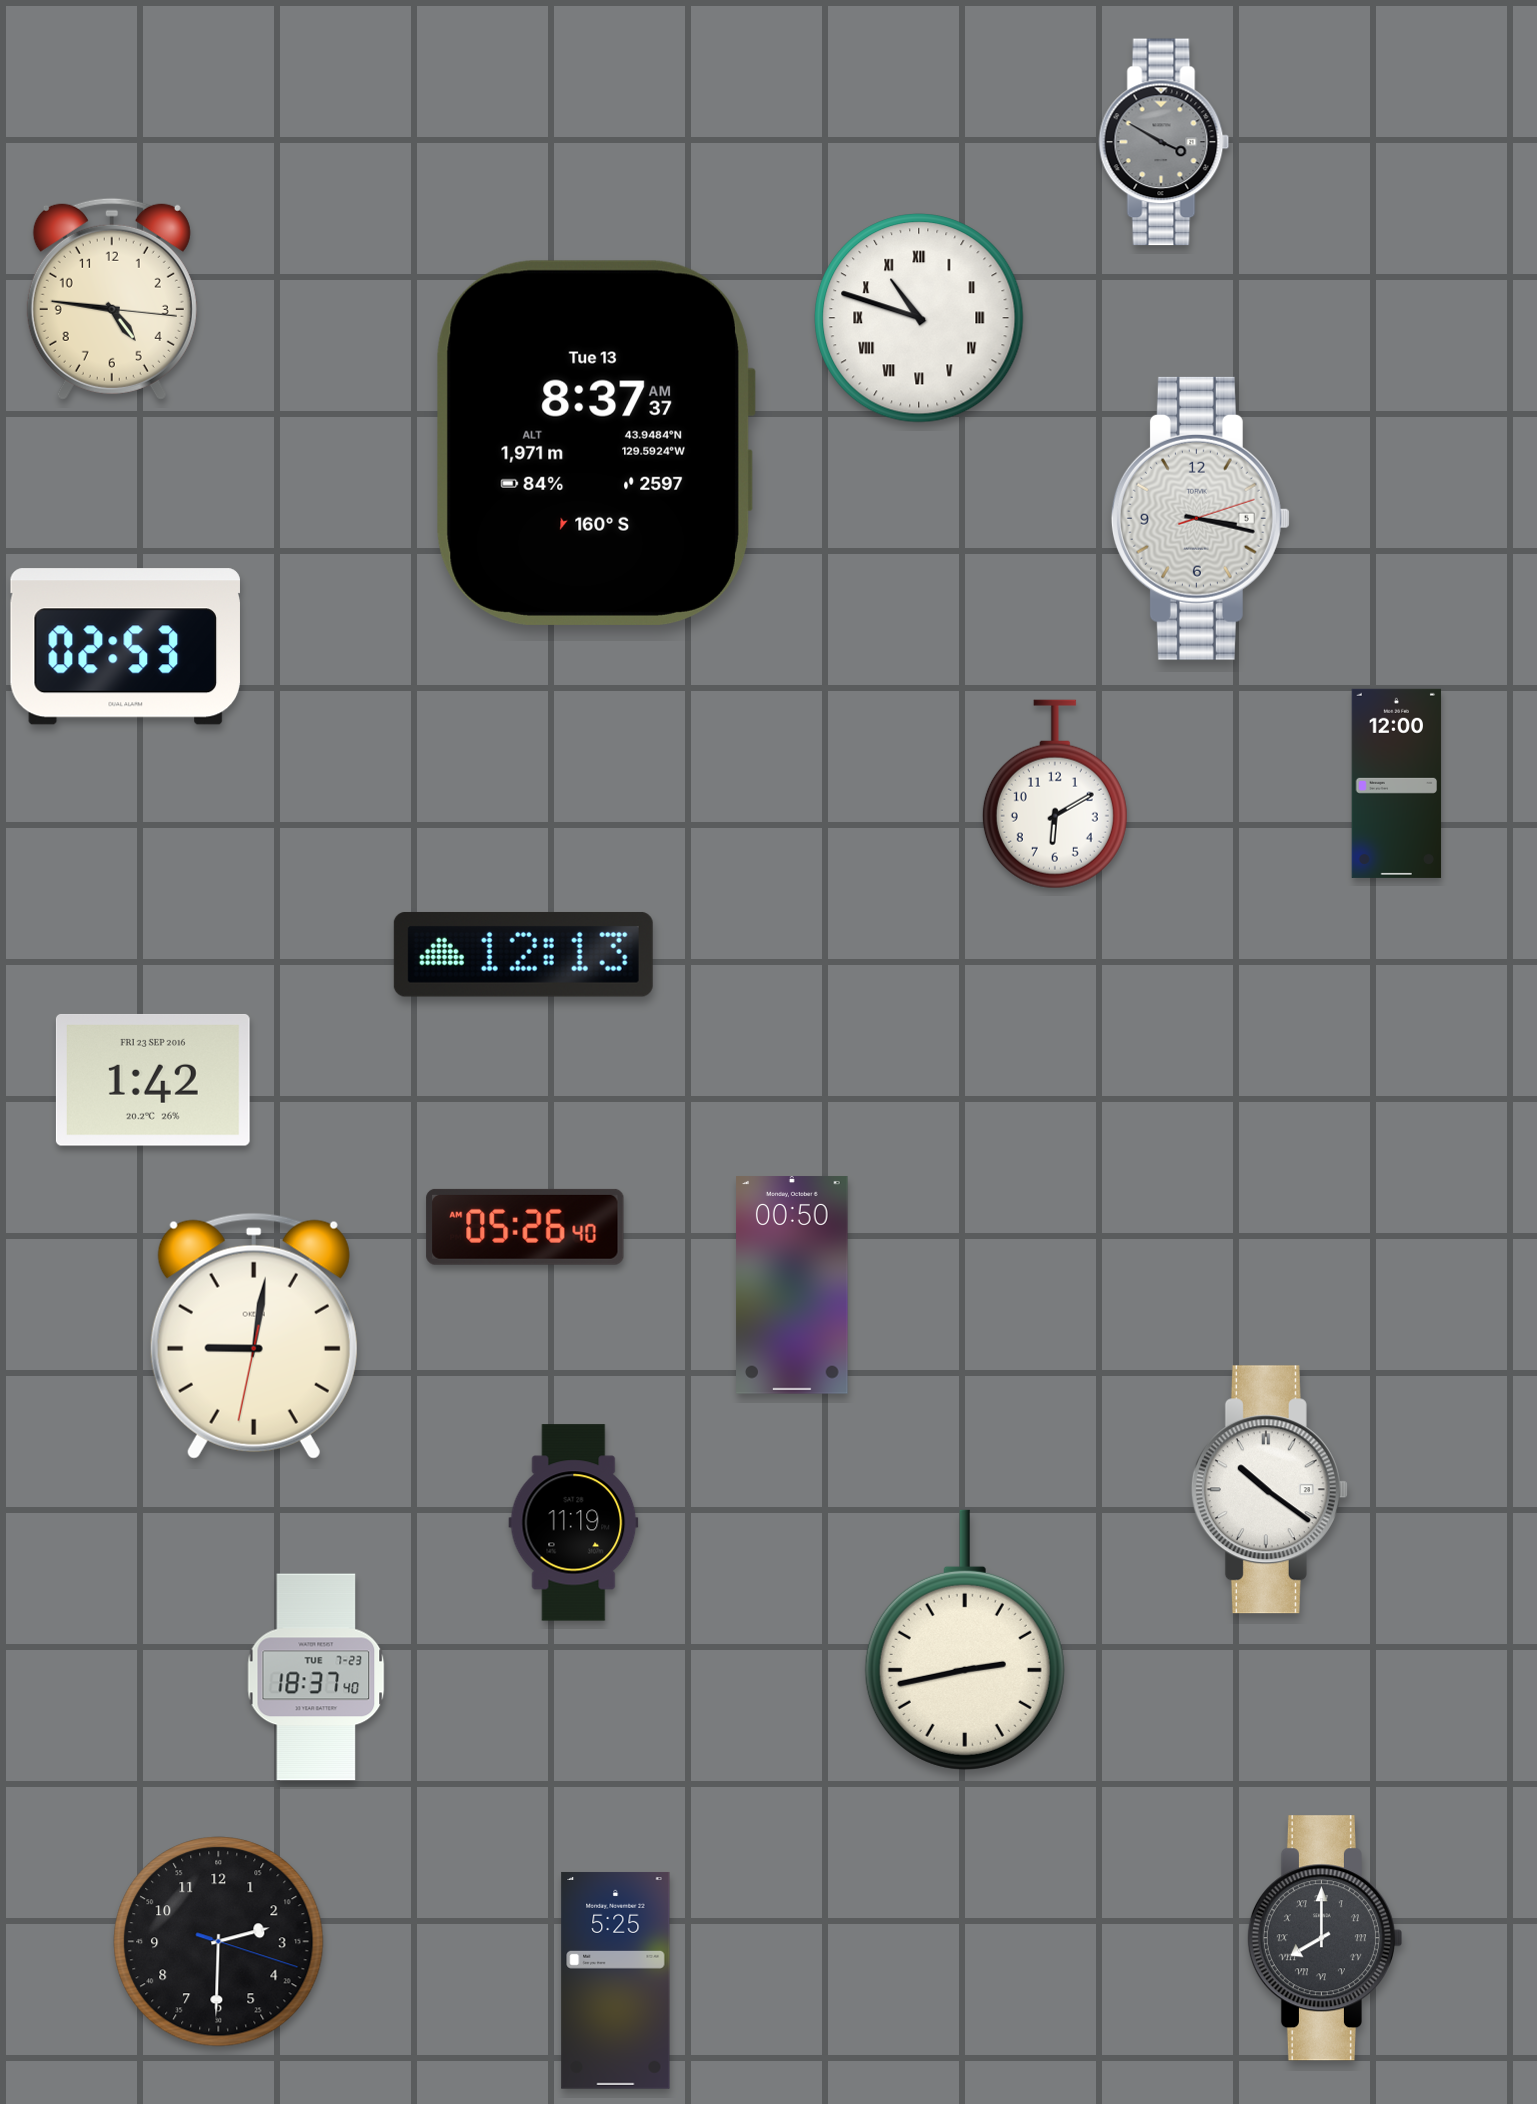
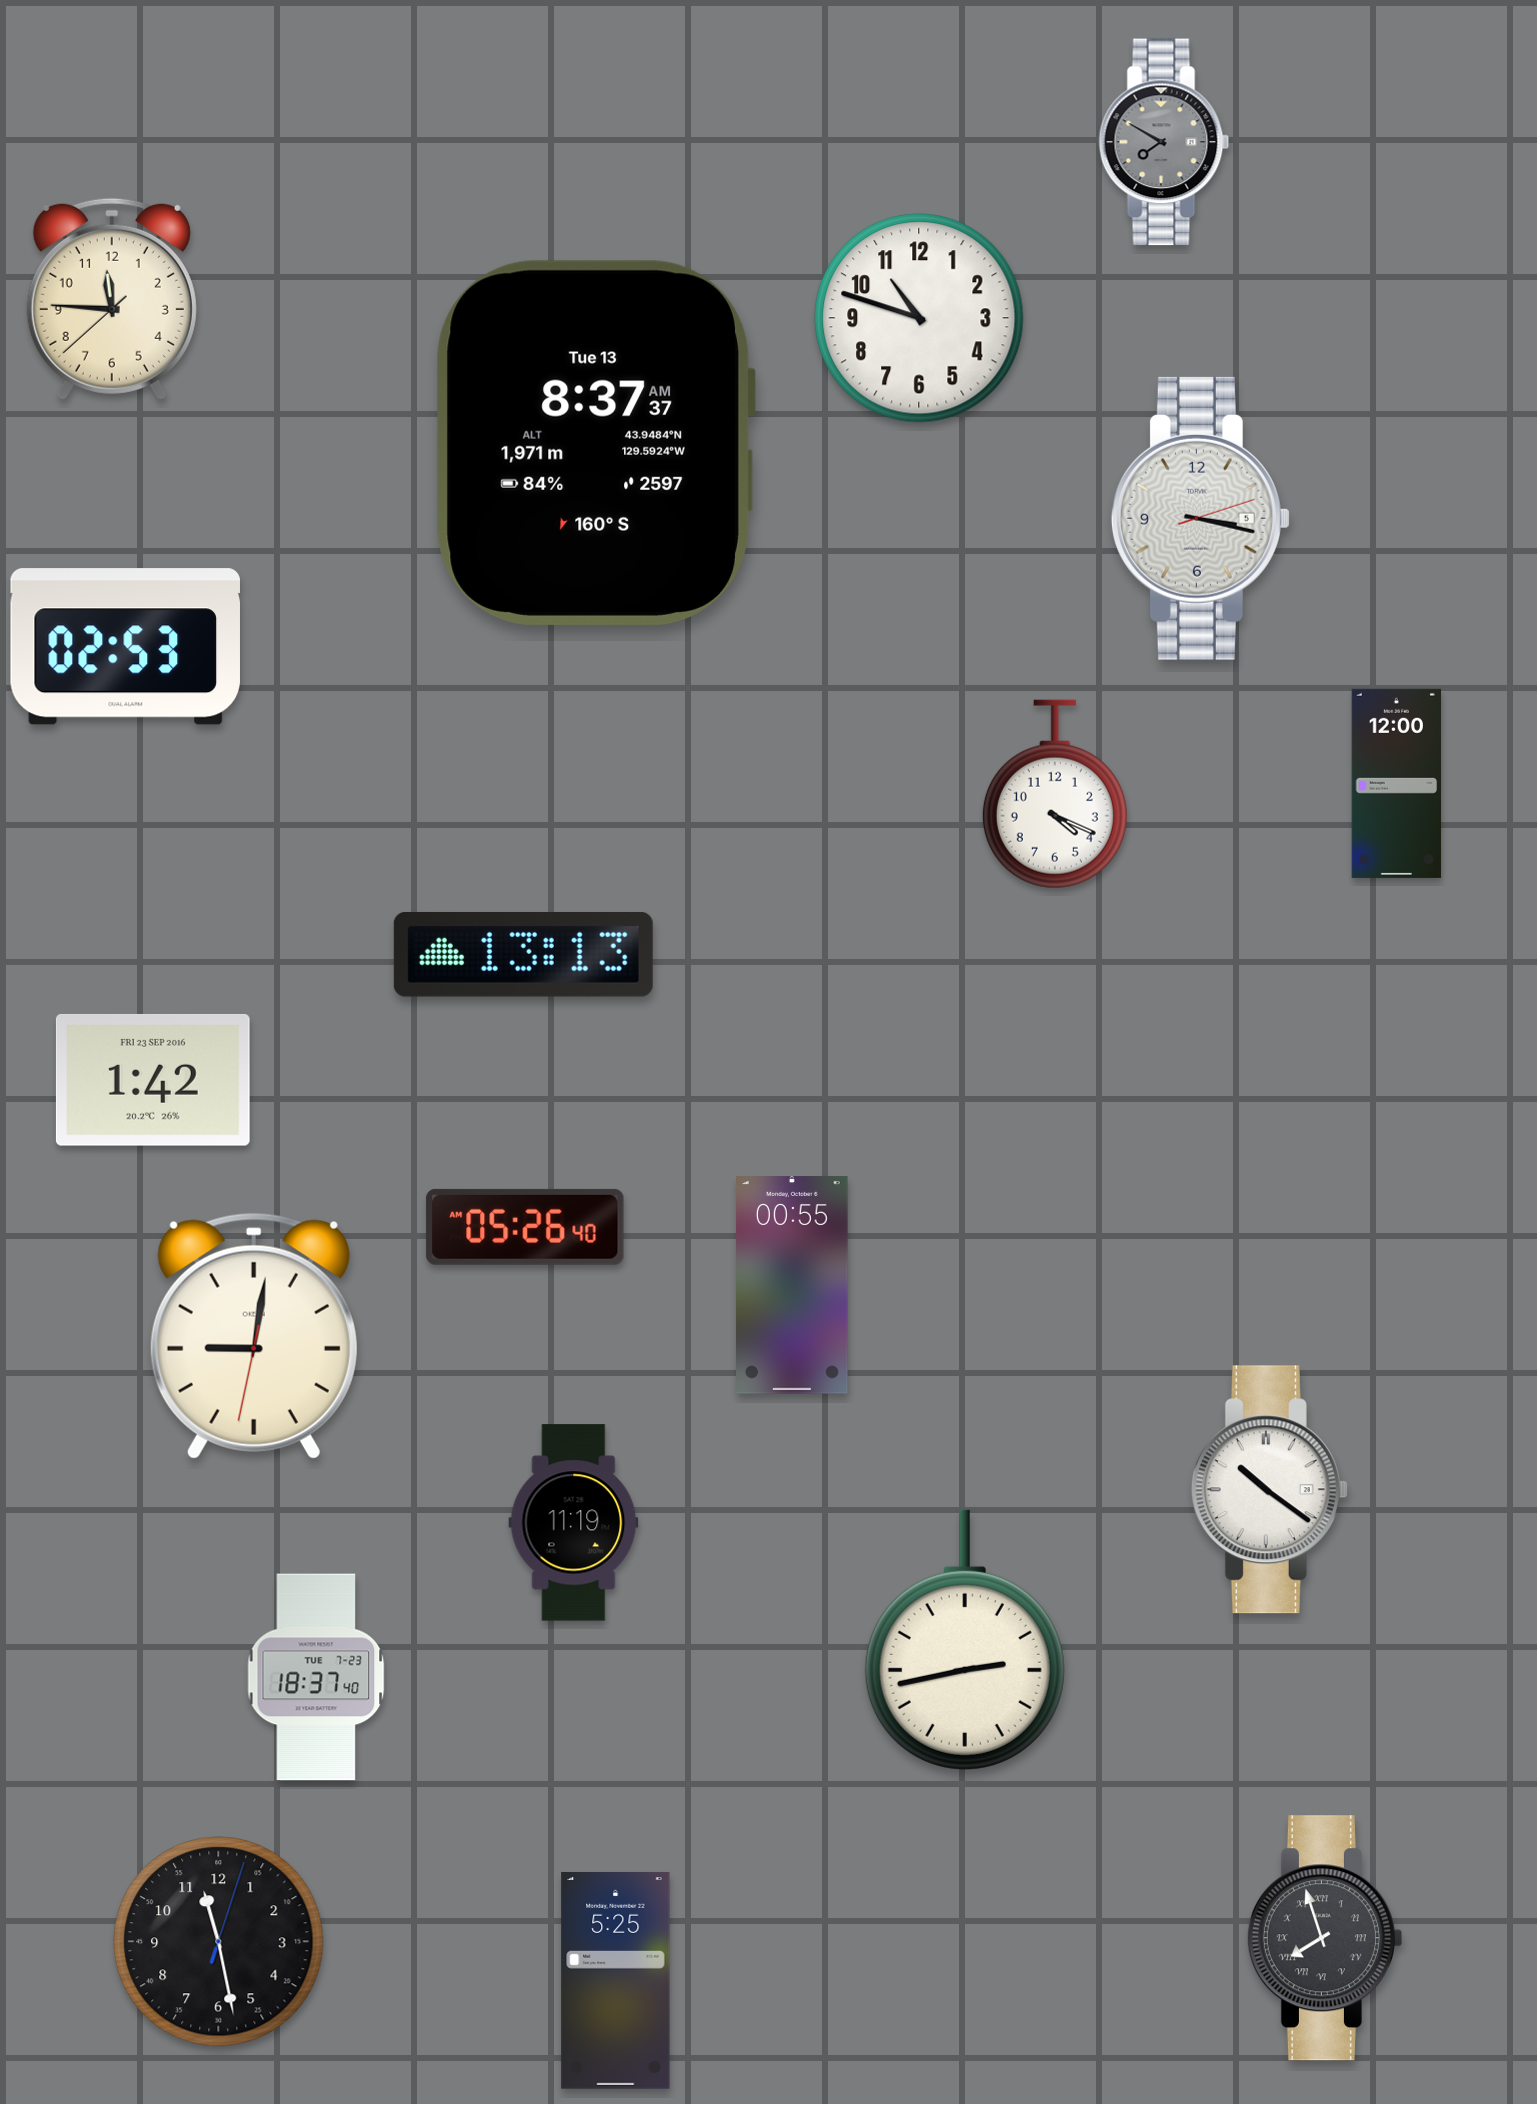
clock at (1164, 142): 3:50 -> 7:50
clock at (112, 299): 4:46 -> 11:45
clock at (919, 318) numerals: Roman -> Arabic
clock at (1055, 794): 6:10 -> 4:19
clock at (523, 954): 12:13 -> 13:13
clock at (792, 1285): 00:50 -> 00:55
clock at (1324, 1938): 8:00 -> 7:57
clock at (219, 1942): 2:30 -> 11:28
